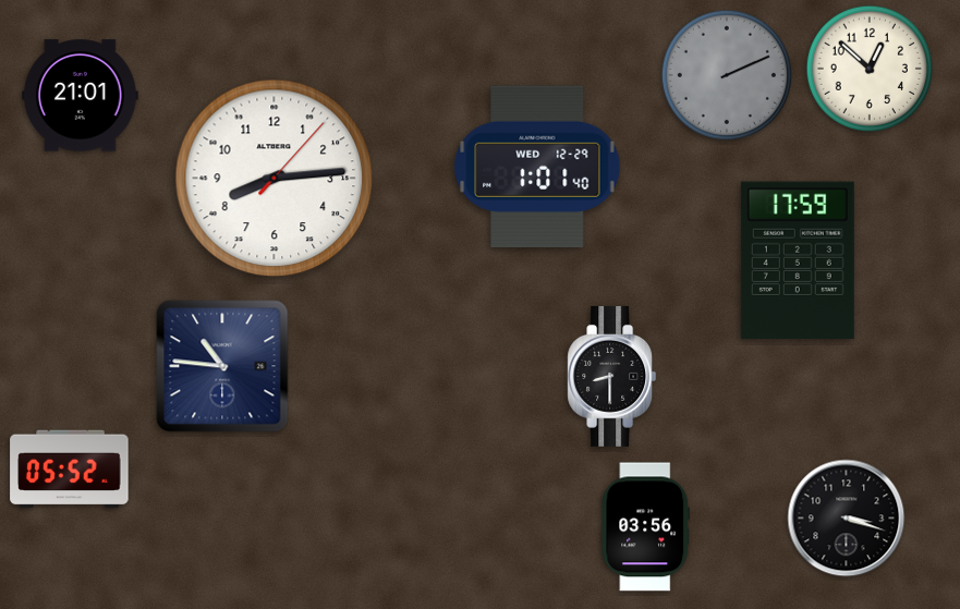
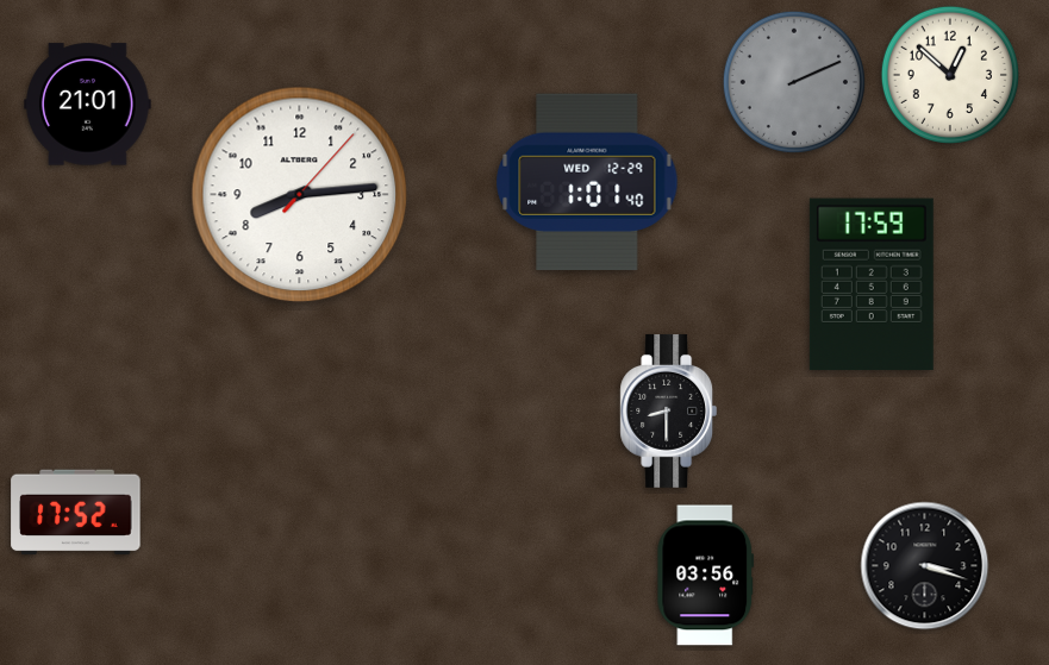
clock at (222, 366): 10:46 -> none
clock at (70, 470): 05:52 -> 17:52
